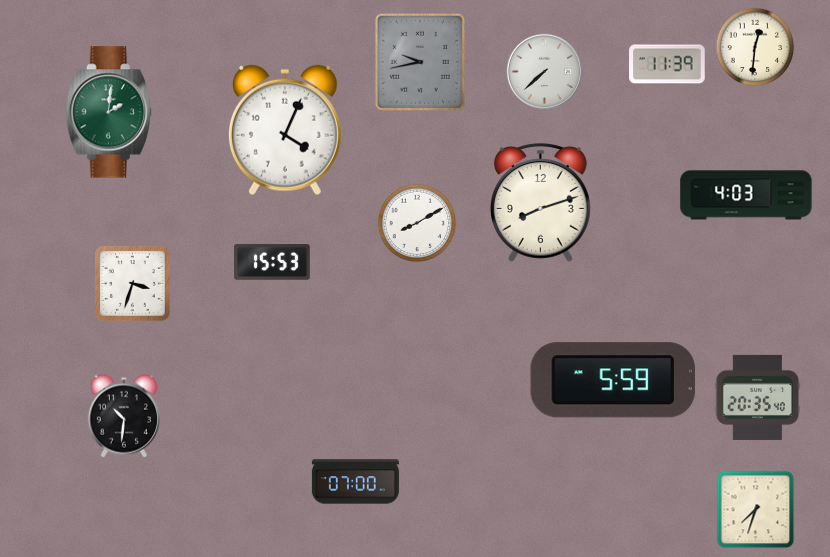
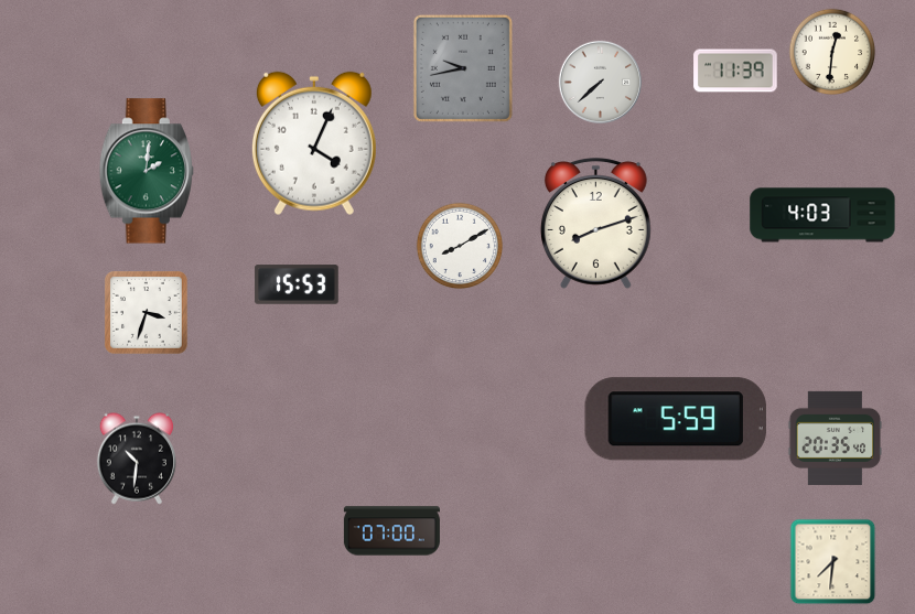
clock at (544, 71) position: (544, 71) -> (600, 82)
clock at (109, 112) position: (109, 112) -> (147, 171)
clock at (272, 262) position: (272, 262) -> (297, 284)
clock at (756, 510): 7:33 -> 7:31
